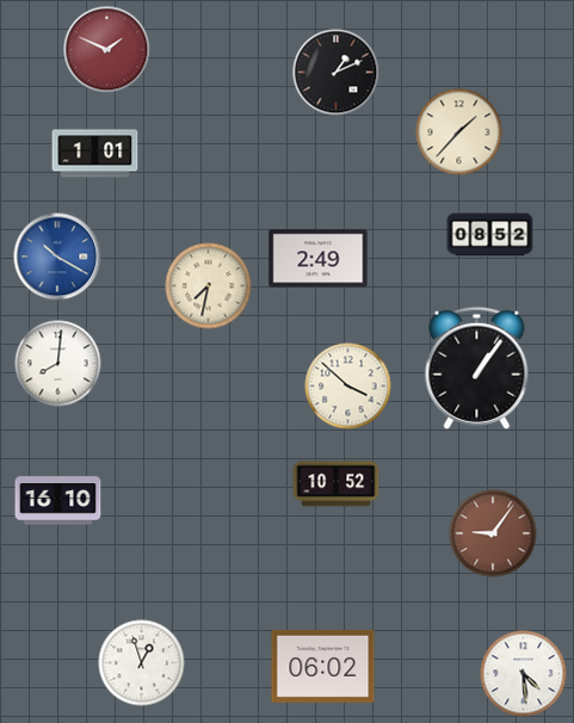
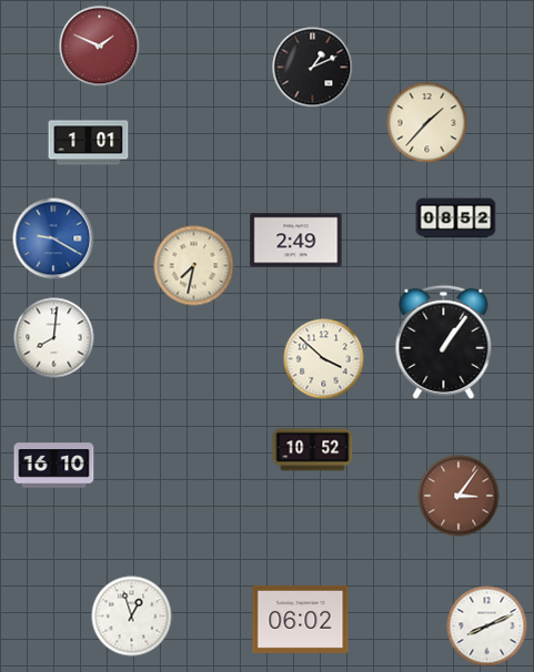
clock at (57, 257): 10:20 -> 9:20
clock at (493, 533): 9:06 -> 3:06
clock at (524, 674): 4:29 -> 8:11
